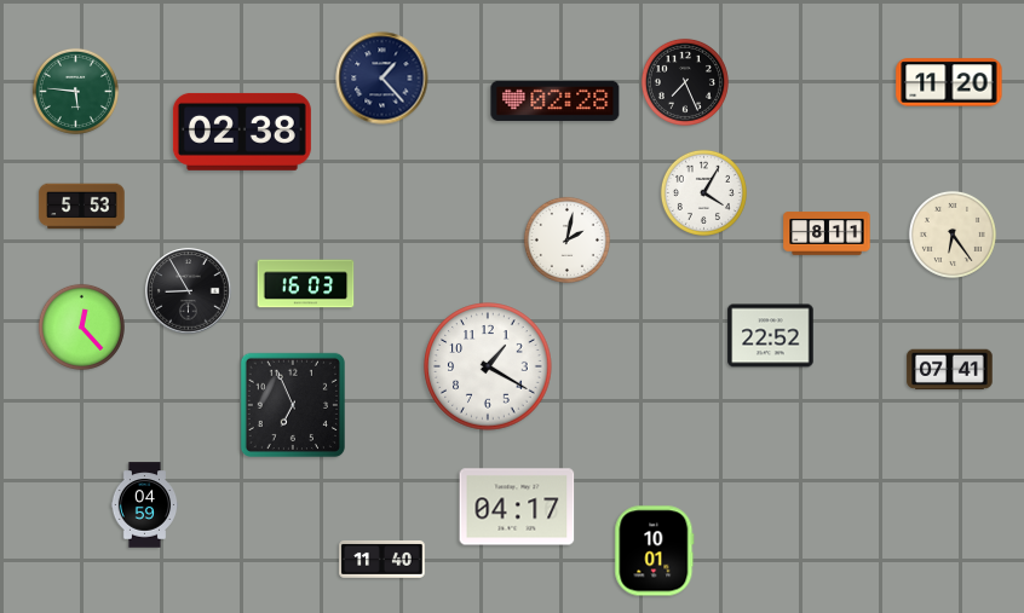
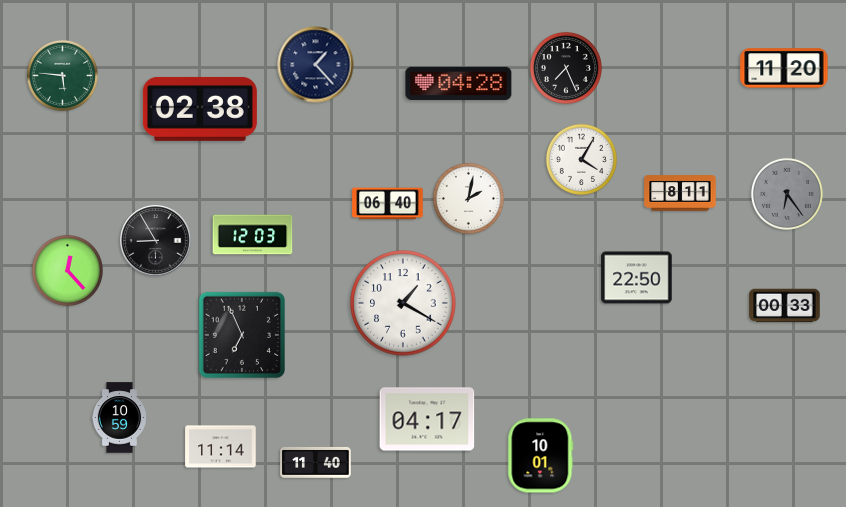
clock at (556, 100): 02:28 -> 04:28
clock at (82, 207): 5:53 -> none
clock at (827, 233) position: (827, 233) -> (680, 193)
clock at (953, 235) dial: cream -> grey
clock at (388, 204): none -> 06:40
clock at (306, 284): 16:03 -> 12:03
clock at (771, 336): 22:52 -> 22:50
clock at (950, 370): 07:41 -> 00:33
clock at (145, 505): 04:59 -> 10:59
clock at (221, 447): none -> 11:14
